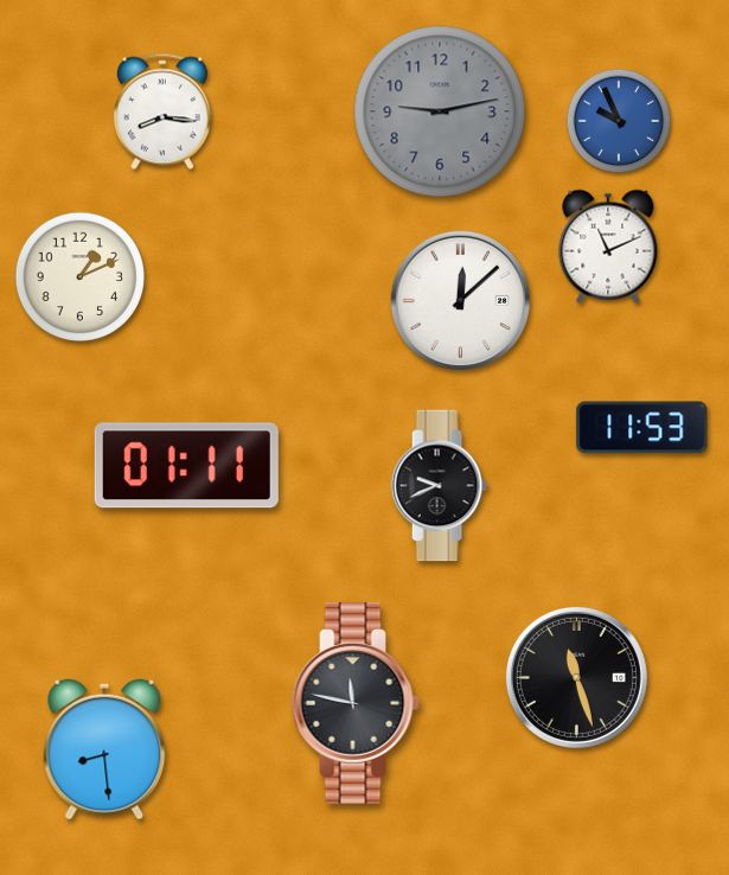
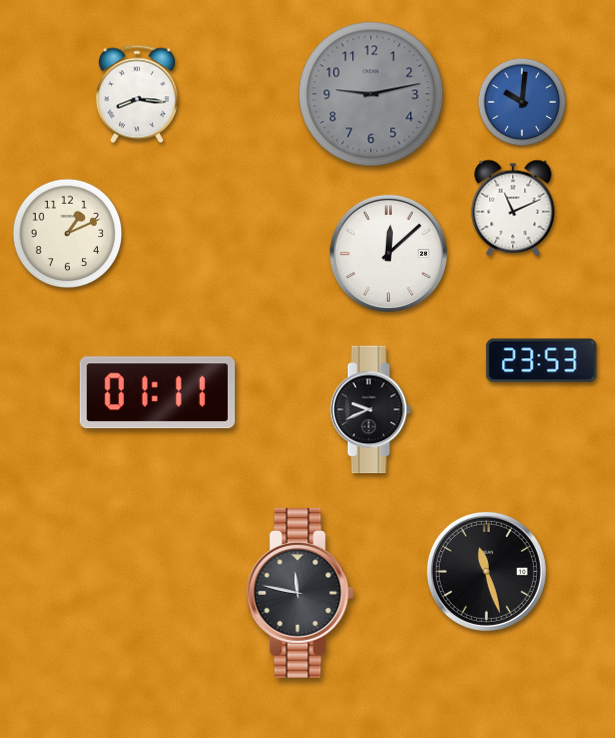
clock at (619, 121): 9:56 -> 10:01
clock at (642, 428): 11:53 -> 23:53
clock at (104, 749): 8:29 -> none
